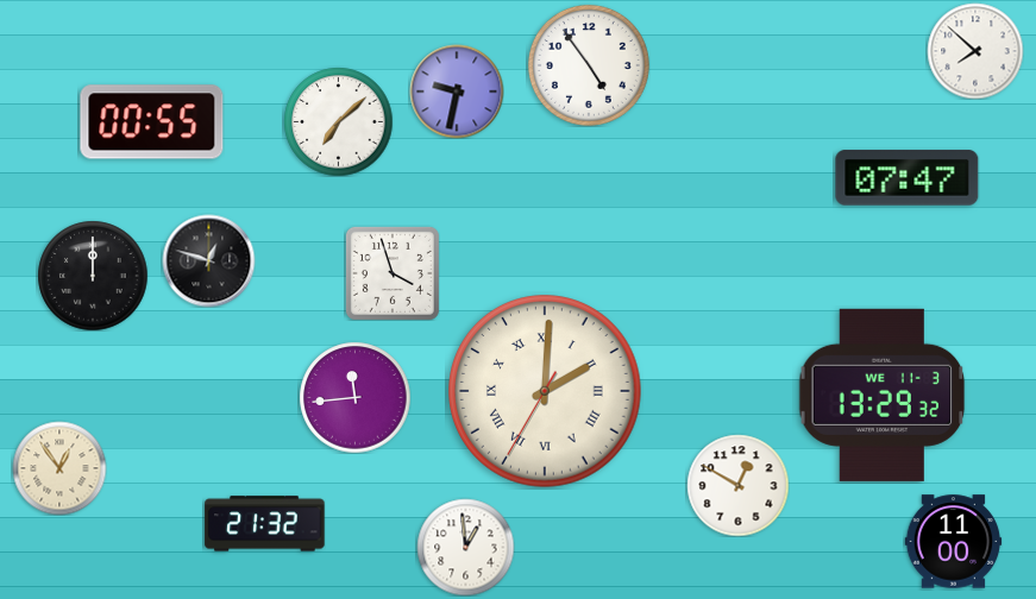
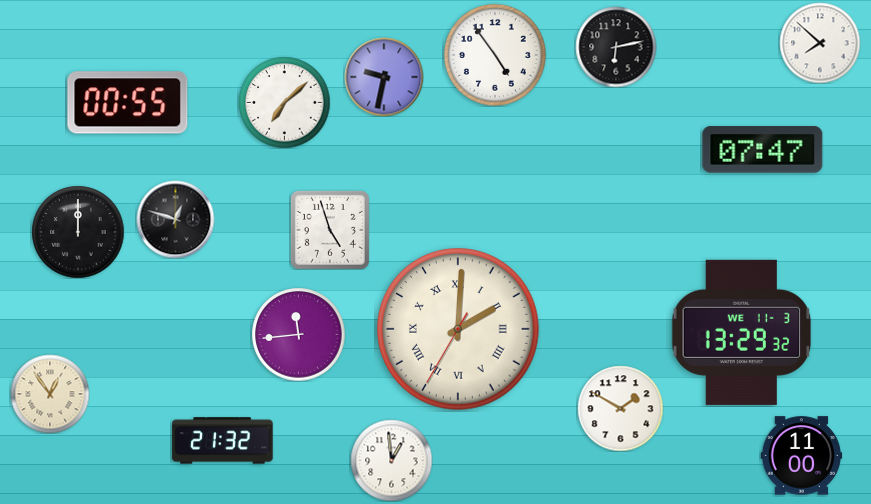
clock at (616, 47): none -> 6:13
clock at (393, 273): 3:57 -> 4:57
clock at (737, 485): 12:50 -> 1:50
